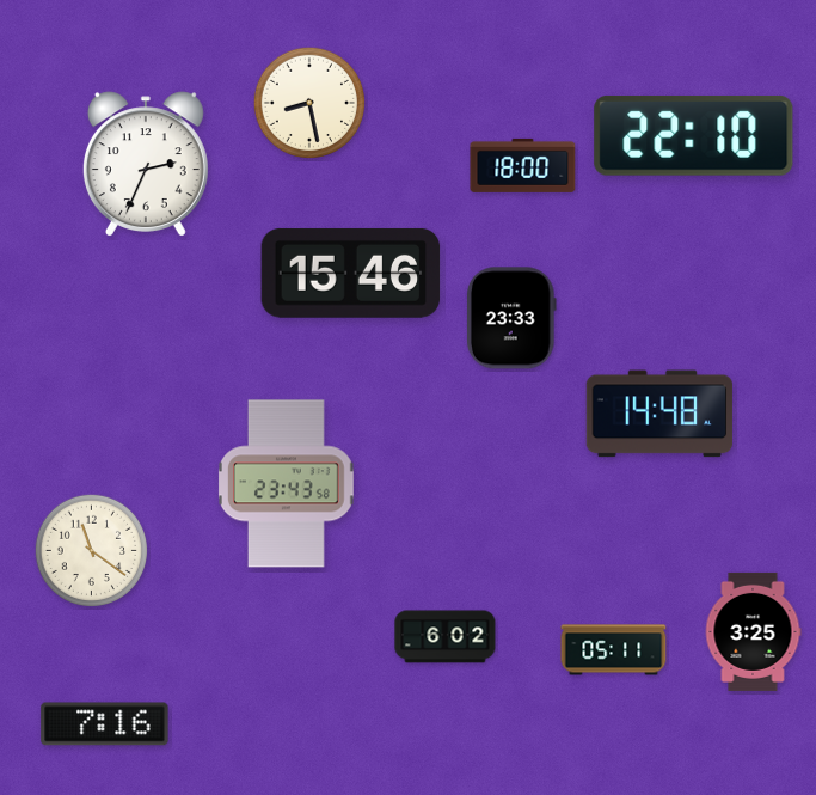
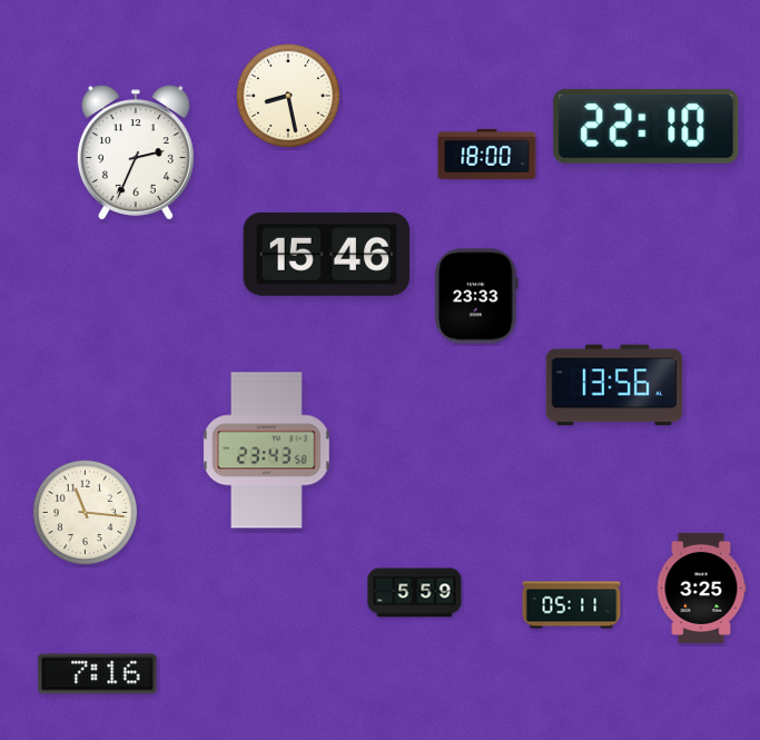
clock at (659, 414): 14:48 -> 13:56
clock at (91, 550): 11:21 -> 11:16
clock at (446, 637): 6:02 -> 5:59
